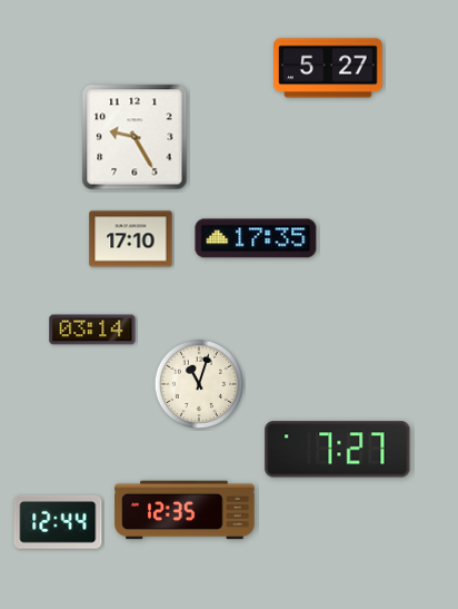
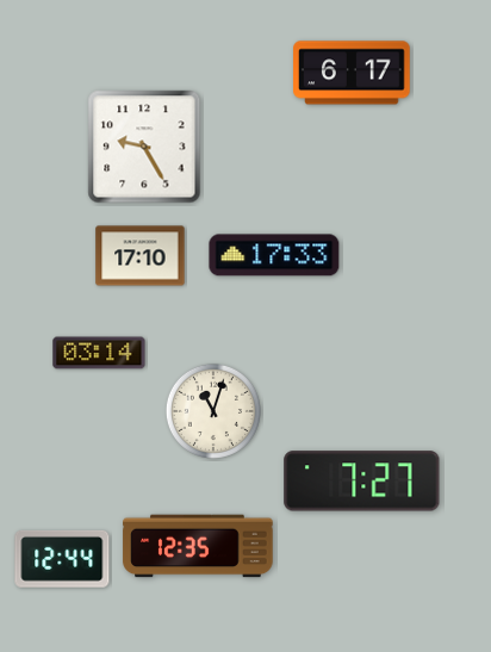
clock at (328, 68): 5:27 -> 6:17
clock at (256, 238): 17:35 -> 17:33
